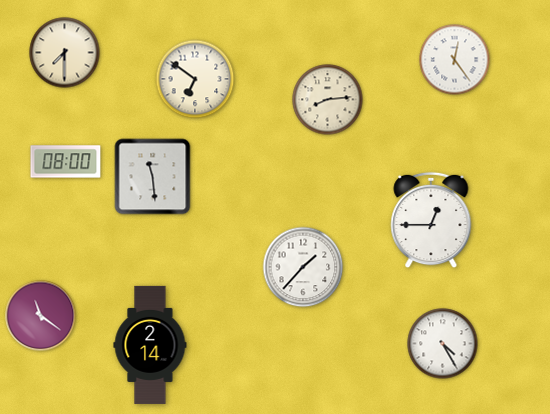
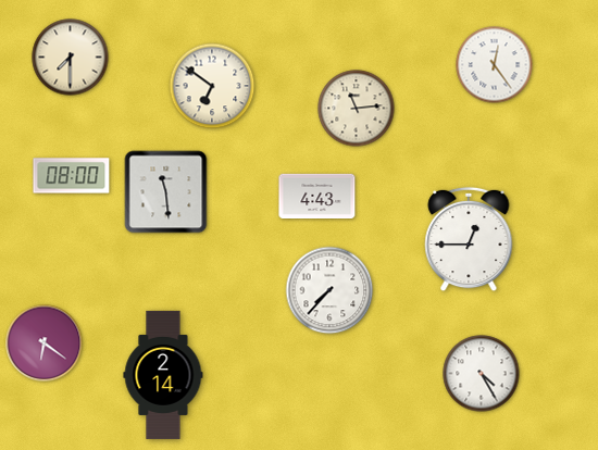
clock at (328, 100): 8:14 -> 11:14
clock at (317, 196): none -> 4:43
clock at (303, 267): 1:37 -> 7:37
clock at (41, 316): 11:21 -> 6:21
